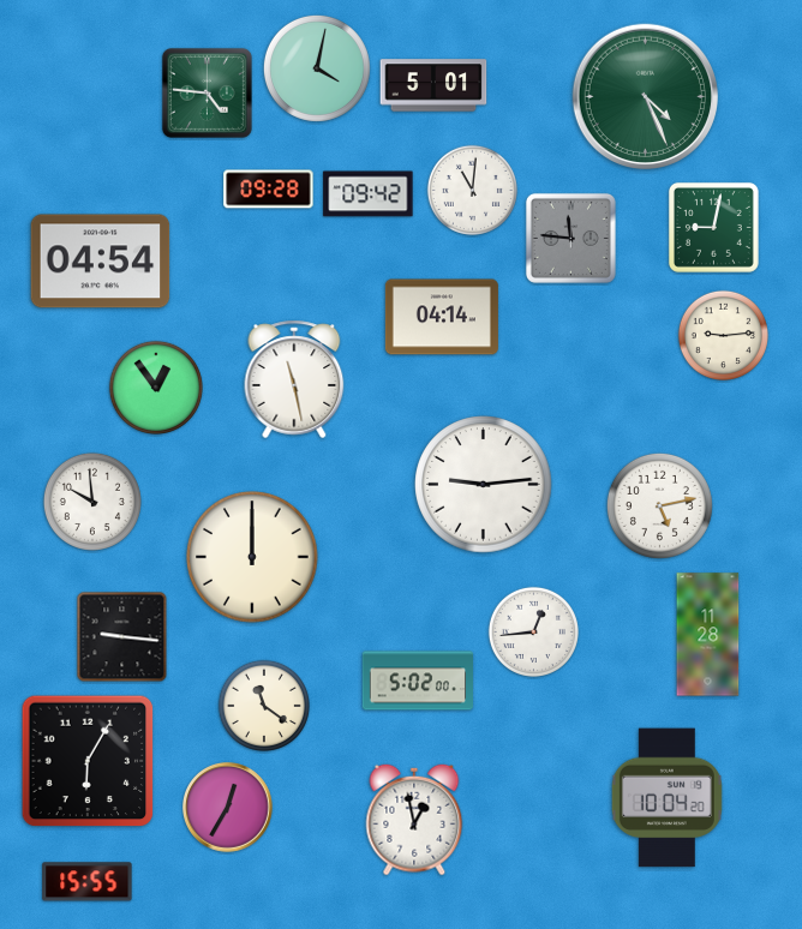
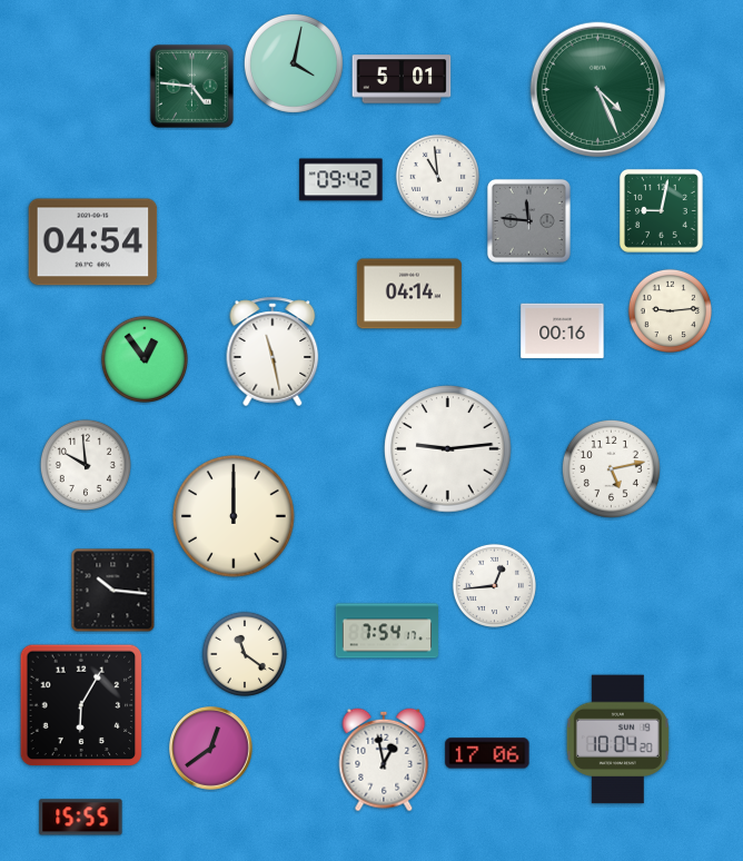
clock at (269, 190): 09:28 -> none
clock at (472, 190): 11:01 -> 10:59
clock at (563, 331): none -> 00:16
clock at (708, 635): 11:28 -> none
clock at (122, 637): 9:16 -> 10:16
clock at (417, 681): 5:02 -> 7:54
clock at (228, 808): 12:35 -> 12:39
clock at (487, 753): none -> 17:06
